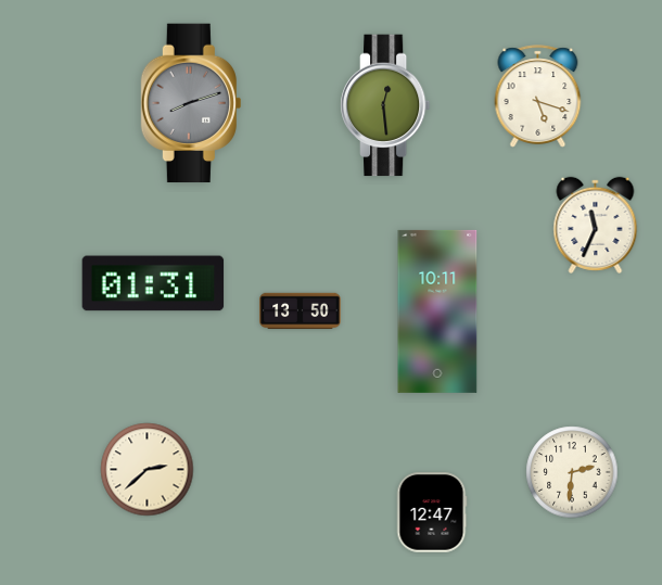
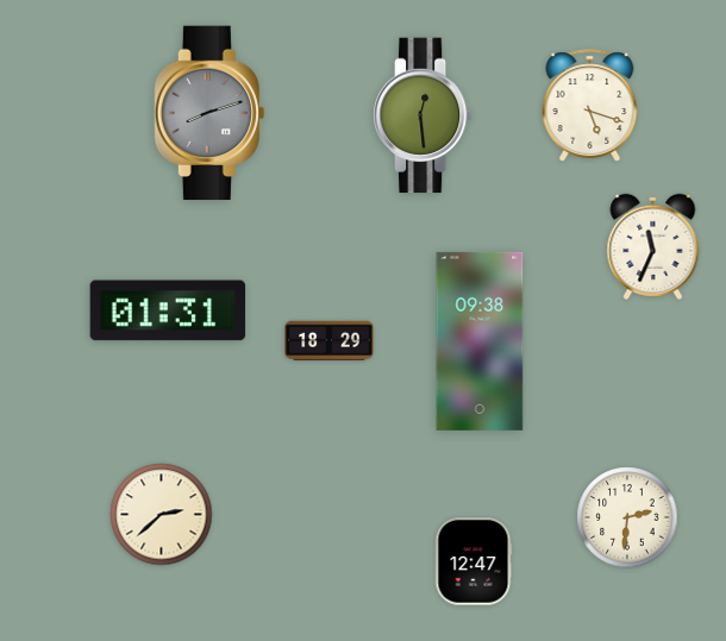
clock at (301, 311): 13:50 -> 18:29
clock at (437, 311): 10:11 -> 09:38
